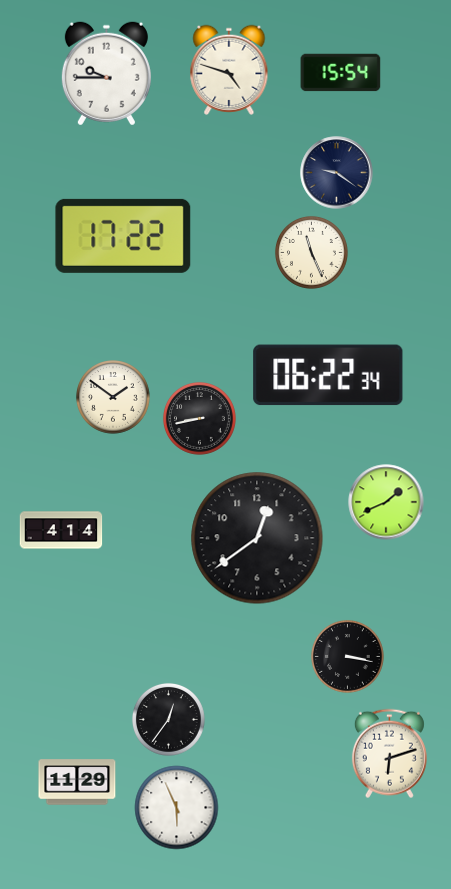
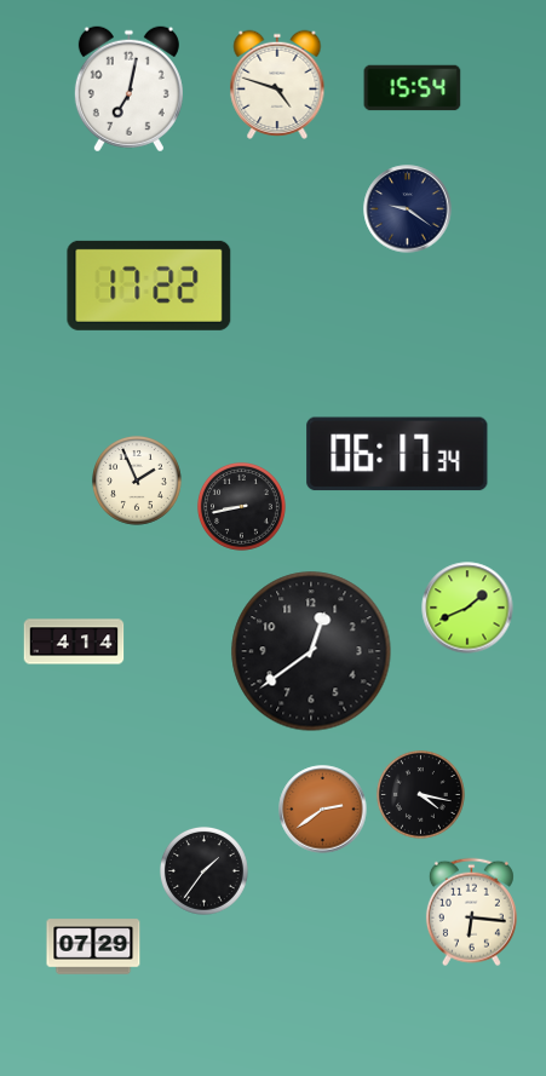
clock at (106, 74): 9:45 -> 7:02
clock at (311, 252): 11:26 -> none
clock at (328, 375): 06:22 -> 06:17
clock at (114, 398): 1:51 -> 1:56
clock at (347, 656): 3:17 -> 4:17
clock at (323, 810): none -> 2:39
clock at (168, 719): 12:36 -> 1:36
clock at (389, 754): 6:12 -> 6:16
clock at (77, 782): 11:29 -> 07:29
clock at (177, 808): 5:56 -> none
